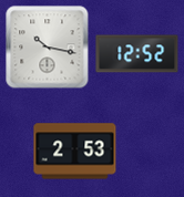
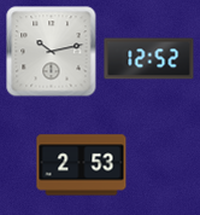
clock at (48, 48): 10:17 -> 10:13
